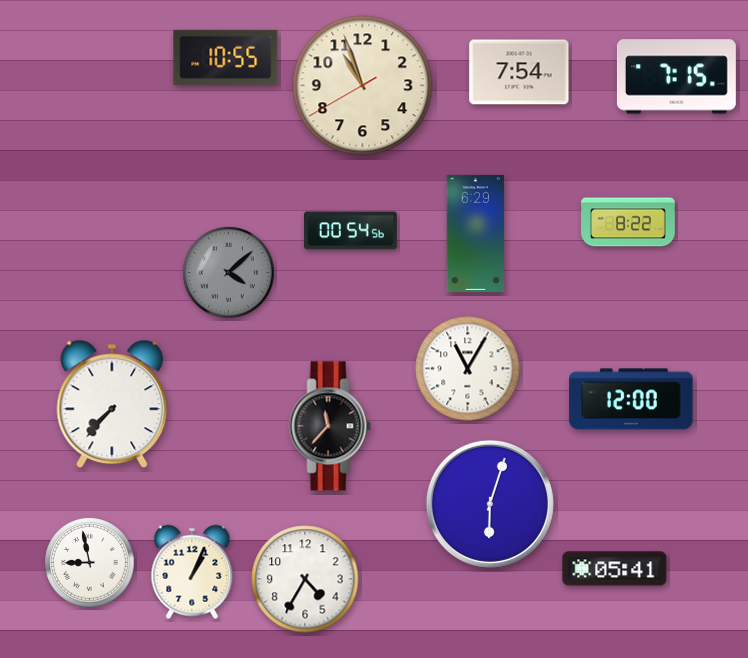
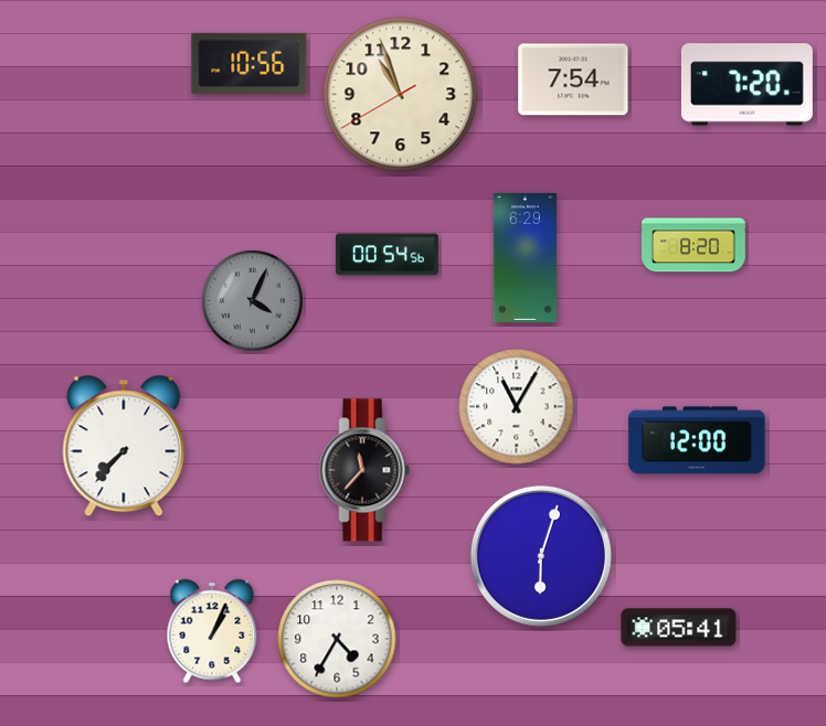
clock at (226, 57): 10:55 -> 10:56
clock at (676, 77): 7:15 -> 7:20
clock at (629, 222): 8:22 -> 8:20
clock at (229, 273): 4:08 -> 4:04
clock at (90, 563): 8:58 -> none
